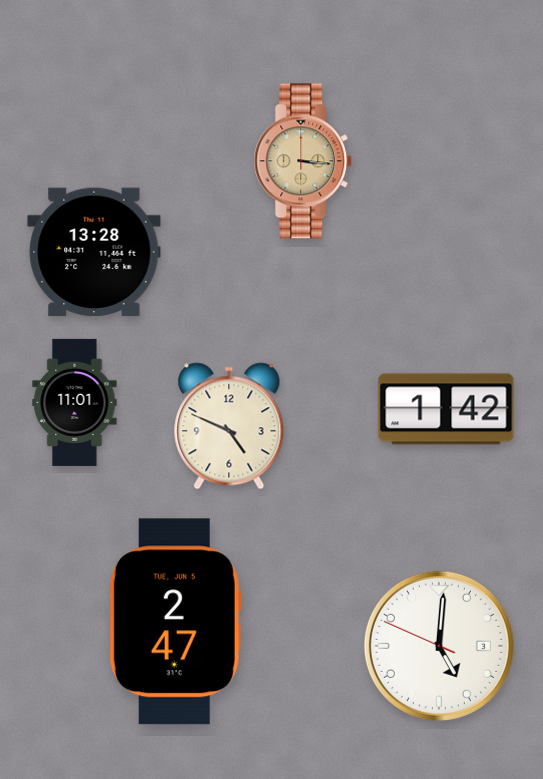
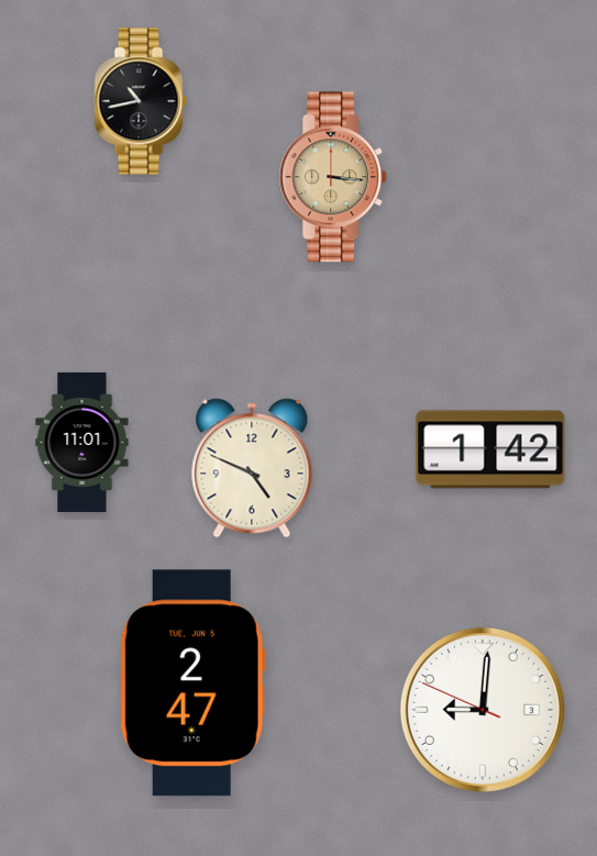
clock at (141, 101): none -> 10:43
clock at (94, 252): 13:28 -> none
clock at (439, 646): 5:00 -> 9:00
